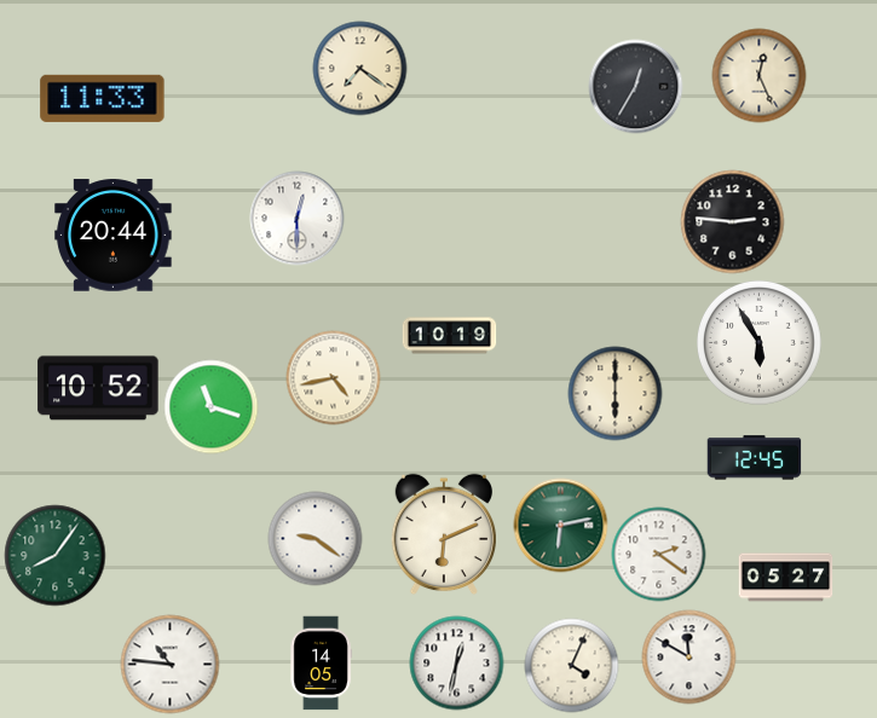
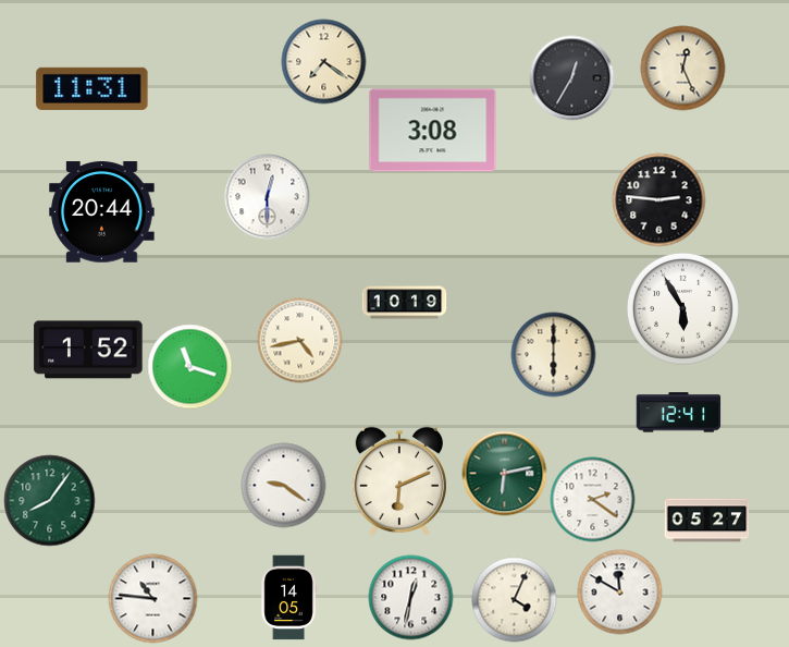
clock at (103, 98): 11:33 -> 11:31
clock at (433, 131): none -> 3:08
clock at (98, 388): 10:52 -> 1:52
clock at (754, 458): 12:45 -> 12:41
